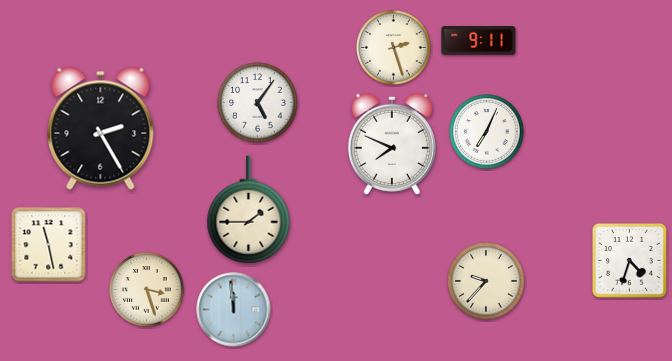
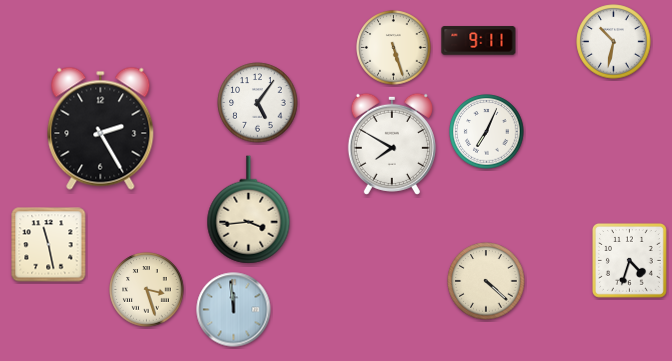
clock at (614, 42): none -> 10:32
clock at (394, 48): 2:27 -> 5:27
clock at (392, 144): 7:49 -> 7:50
clock at (249, 210): 1:45 -> 3:44
clock at (486, 281): 9:37 -> 4:22
